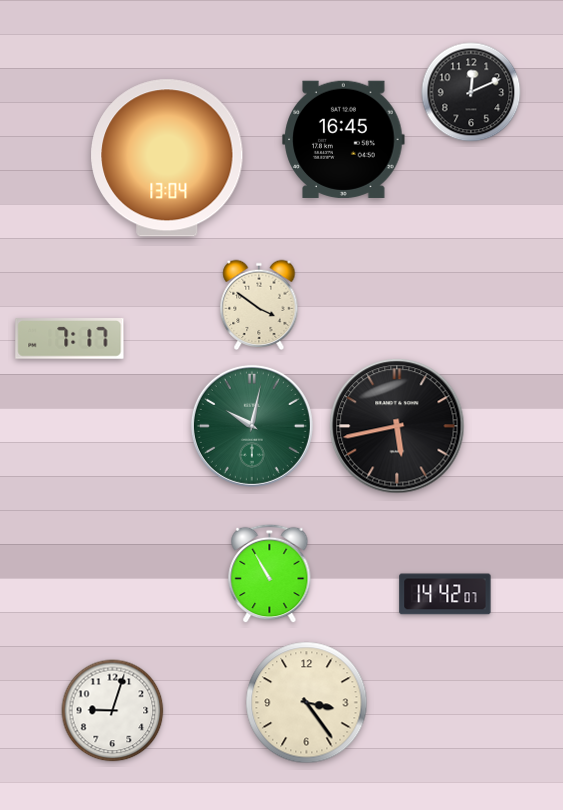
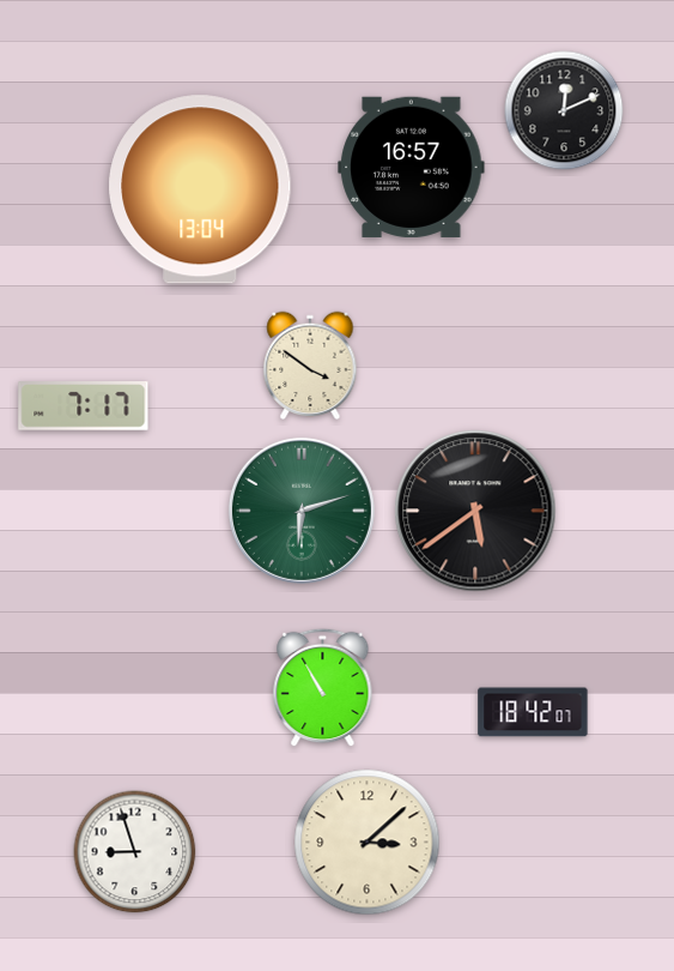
clock at (344, 139): 16:45 -> 16:57
clock at (252, 426): 10:02 -> 6:12
clock at (397, 426): 5:43 -> 5:39
clock at (445, 594): 14:42 -> 18:42
clock at (307, 703): 3:24 -> 3:08
clock at (113, 711): 9:03 -> 8:57
